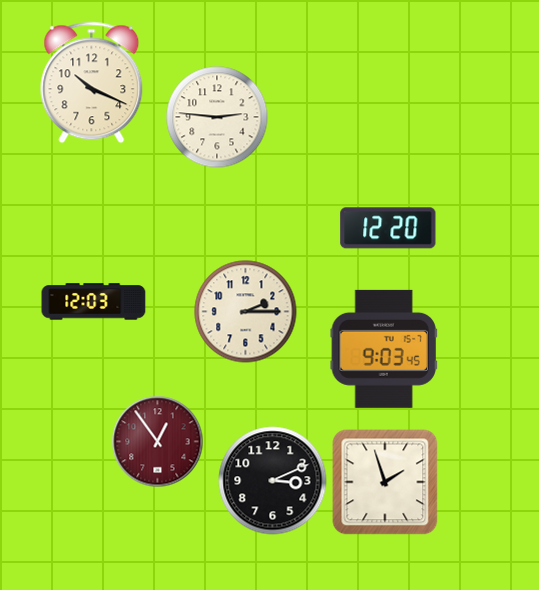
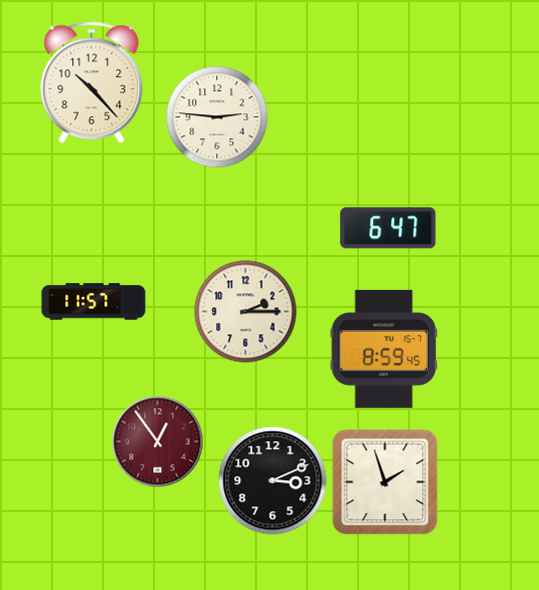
clock at (92, 83): 10:19 -> 10:23
clock at (388, 228): 12:20 -> 6:47
clock at (94, 302): 12:03 -> 11:57
clock at (384, 349): 9:03 -> 8:59
